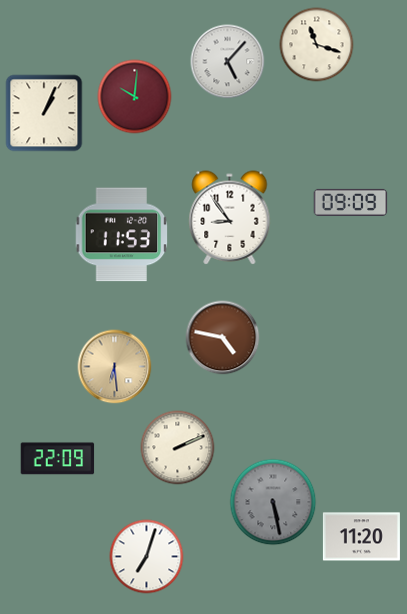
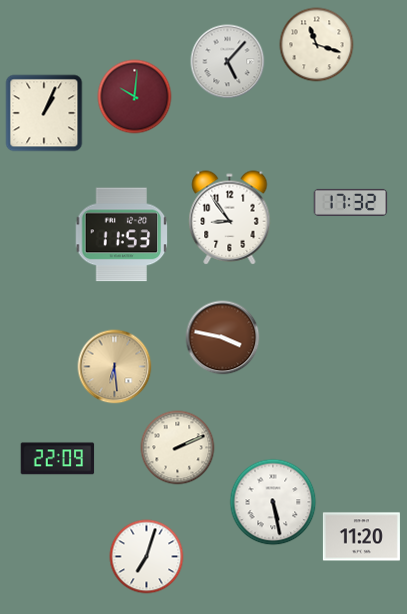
clock at (351, 202): 09:09 -> 17:32
clock at (223, 338): 4:47 -> 3:47
clock at (273, 502) dial: grey -> white
